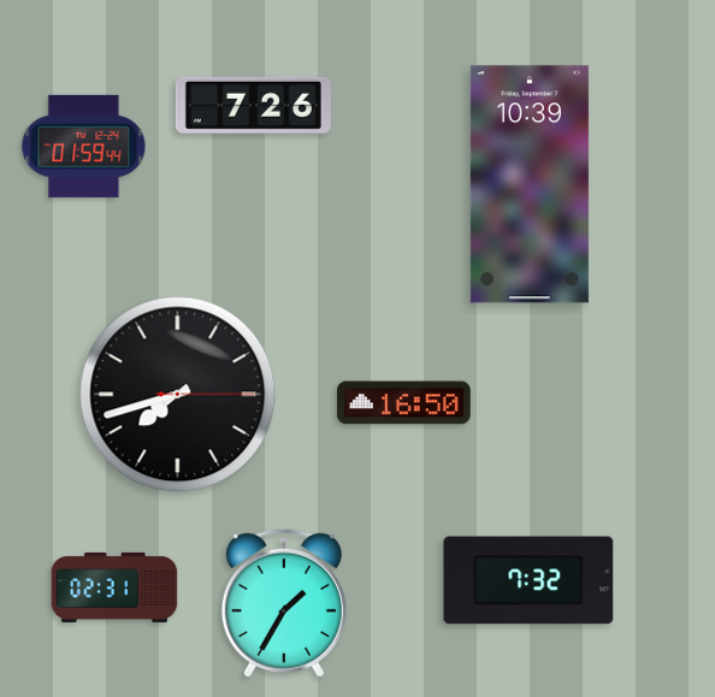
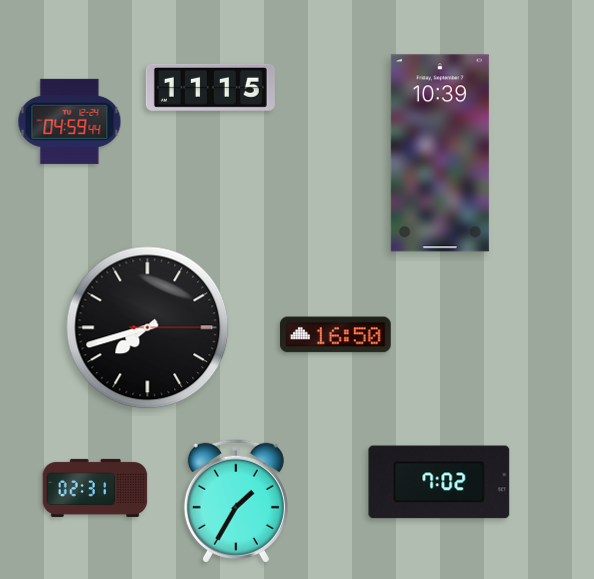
clock at (253, 105): 7:26 -> 11:15
clock at (84, 146): 01:59 -> 04:59
clock at (528, 580): 7:32 -> 7:02
